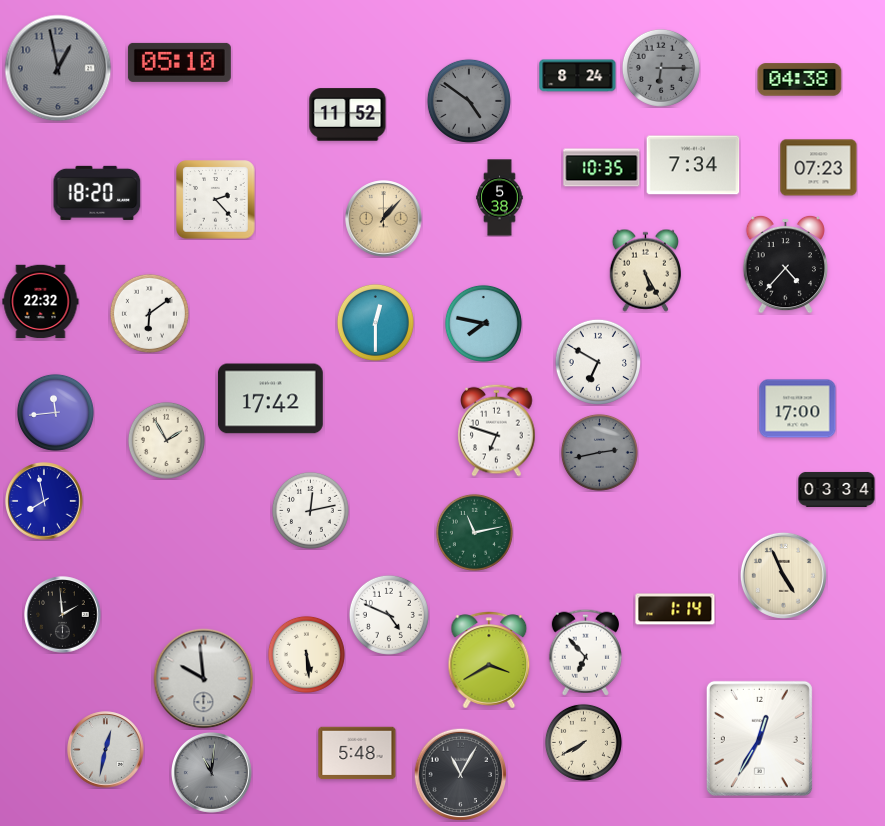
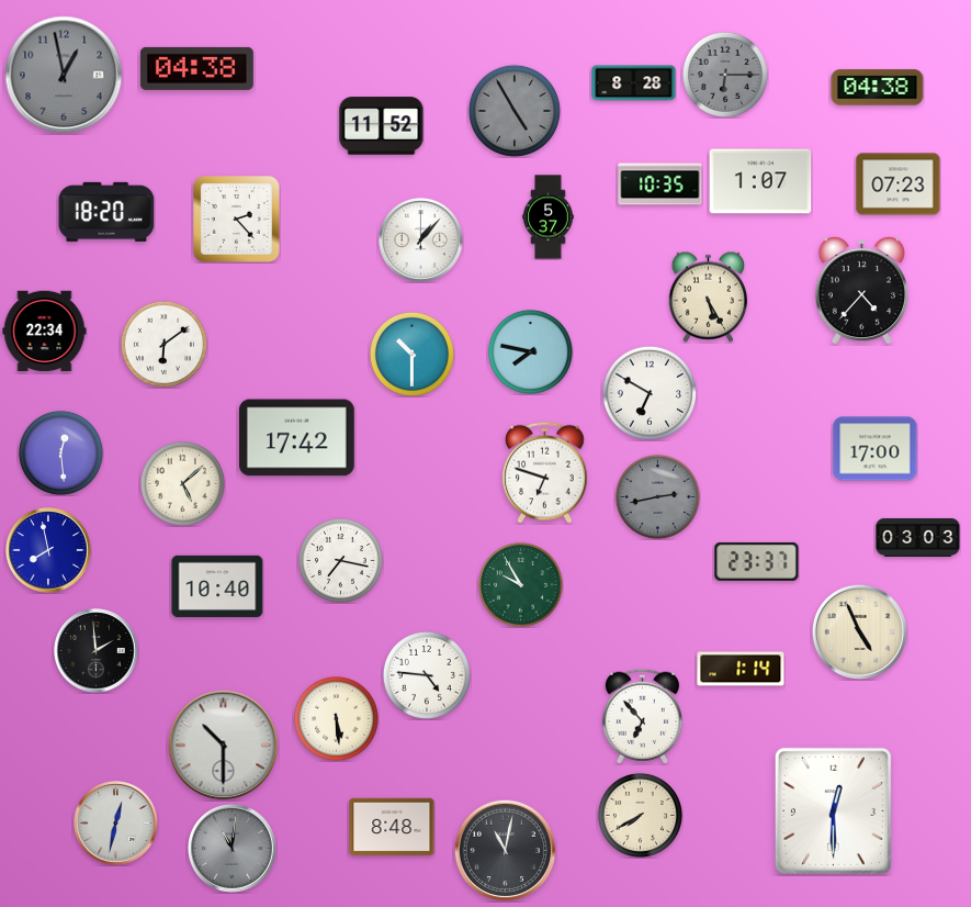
clock at (179, 62): 05:10 -> 04:38
clock at (578, 76): 8:24 -> 8:28
clock at (469, 101): 4:51 -> 4:55
clock at (693, 165): 7:34 -> 1:07
clock at (500, 198): 5:38 -> 5:37
clock at (384, 219) dial: champagne -> white
clock at (41, 302): 22:32 -> 22:34
clock at (375, 322): 12:30 -> 10:30
clock at (483, 323) position: (483, 323) -> (530, 351)
clock at (598, 362) position: (598, 362) -> (650, 393)
clock at (55, 412): 11:44 -> 12:29
clock at (166, 440): 1:55 -> 5:08
clock at (837, 489): 03:34 -> 03:03
clock at (310, 510): 12:13 -> 7:17
clock at (757, 561): none -> 23:37
clock at (474, 532): 11:13 -> 9:55
clock at (217, 586): none -> 10:40
clock at (63, 615) position: (63, 615) -> (97, 651)
clock at (389, 615): 4:49 -> 4:46
clock at (489, 660): 3:40 -> none
clock at (204, 679): 9:59 -> 10:30
clock at (759, 738): 12:35 -> 12:30
clock at (357, 753): 5:48 -> 8:48
clock at (460, 774): 11:05 -> 11:02
